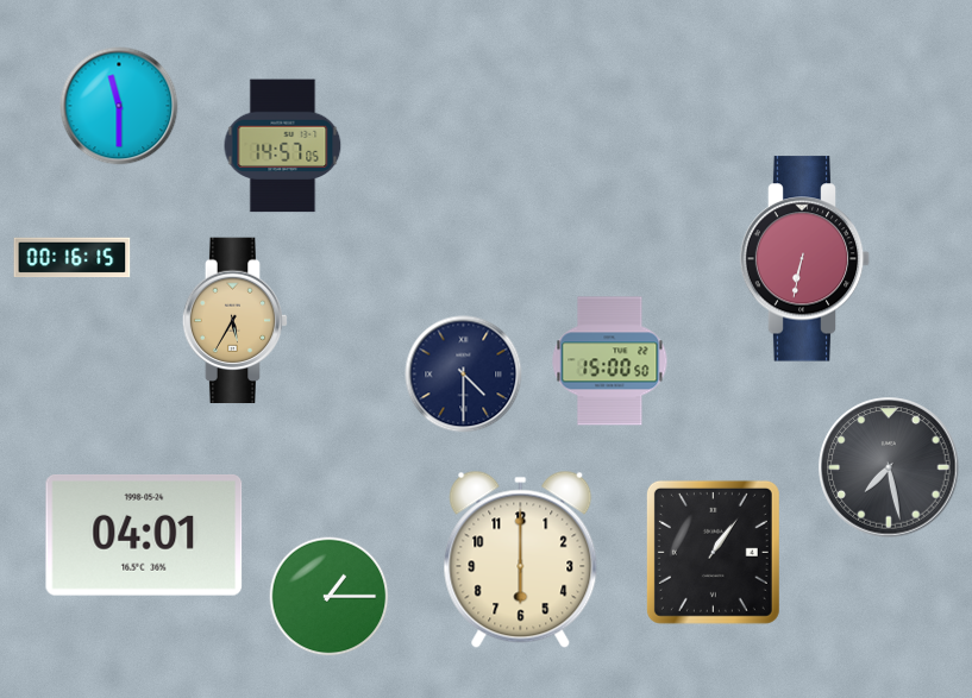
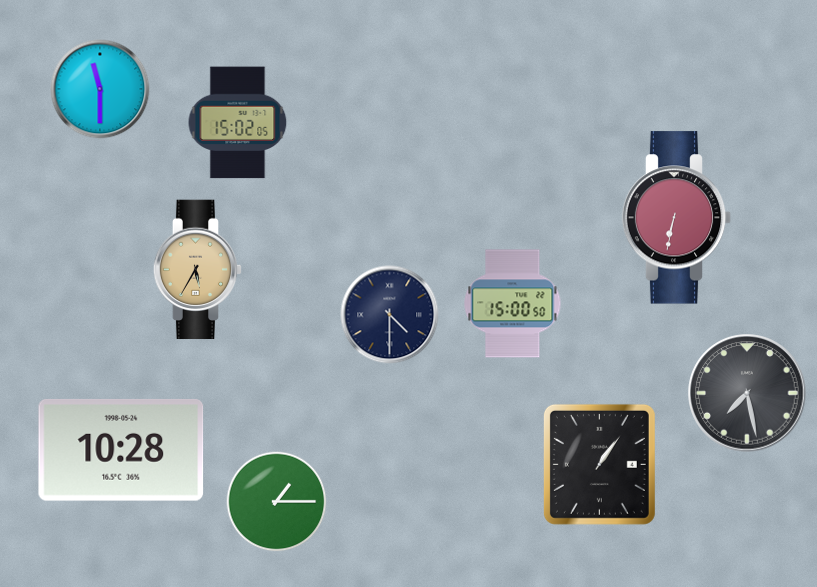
clock at (283, 146): 14:57 -> 15:02
clock at (73, 258): 00:16 -> none
clock at (144, 535): 04:01 -> 10:28
clock at (521, 559): 6:00 -> none
